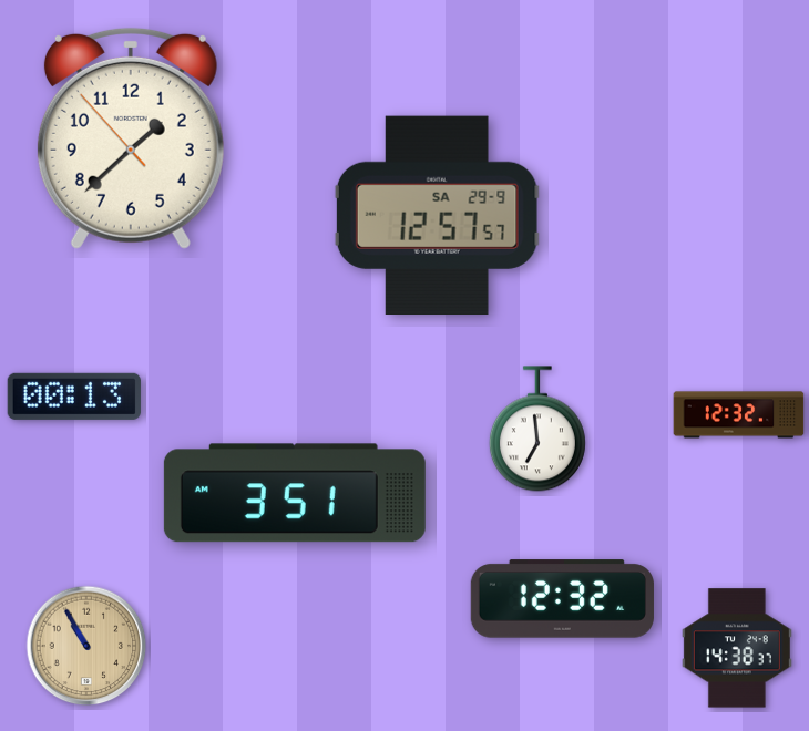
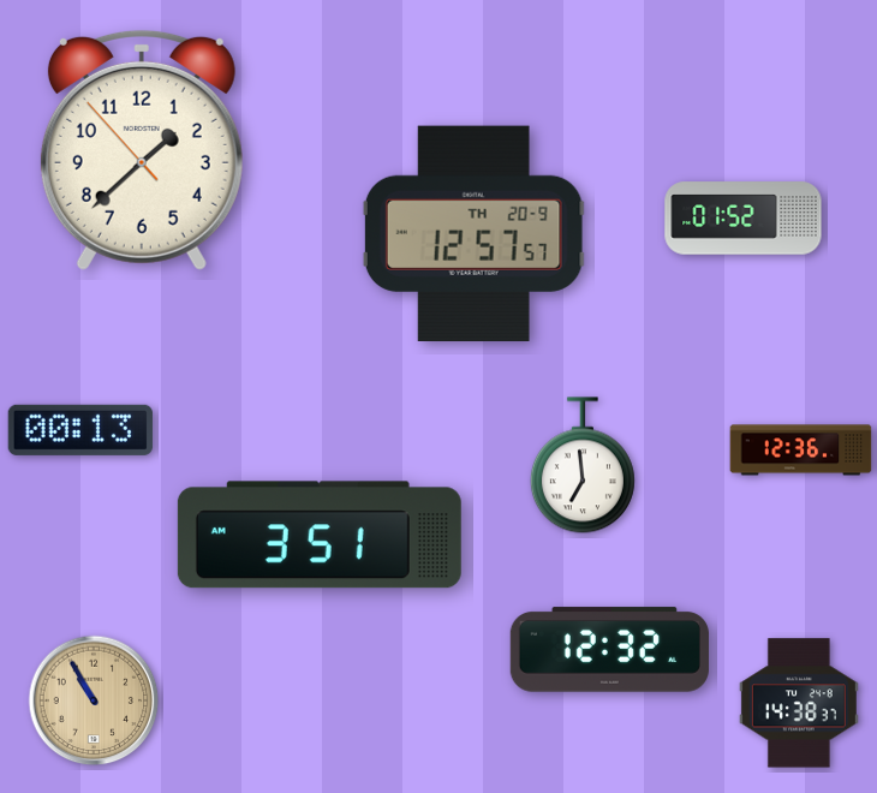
clock at (744, 219): none -> 01:52
clock at (437, 215) date: SA 29-9 -> TH 20-9
clock at (739, 415): 12:32 -> 12:36
